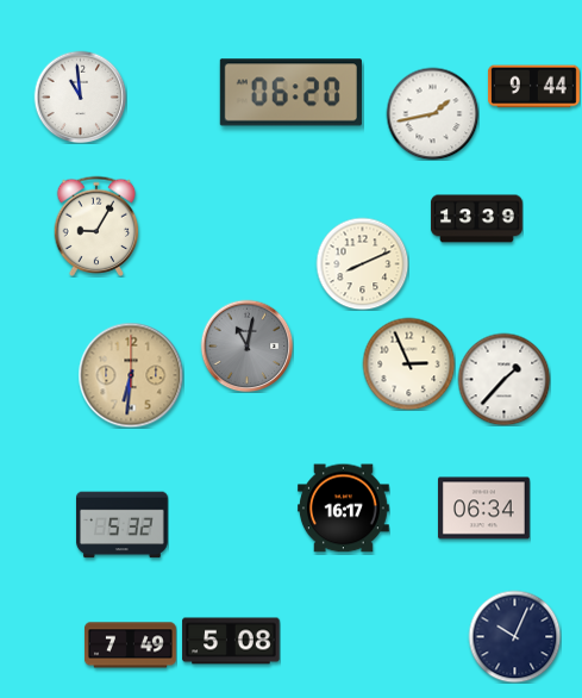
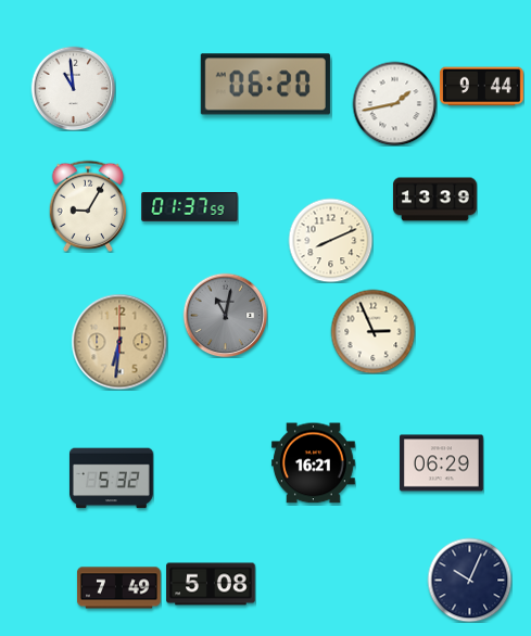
clock at (533, 87) position: (533, 87) -> (481, 87)
clock at (190, 207): none -> 01:37
clock at (503, 379): 1:37 -> none
clock at (343, 509): 16:17 -> 16:21
clock at (483, 509): 06:34 -> 06:29
